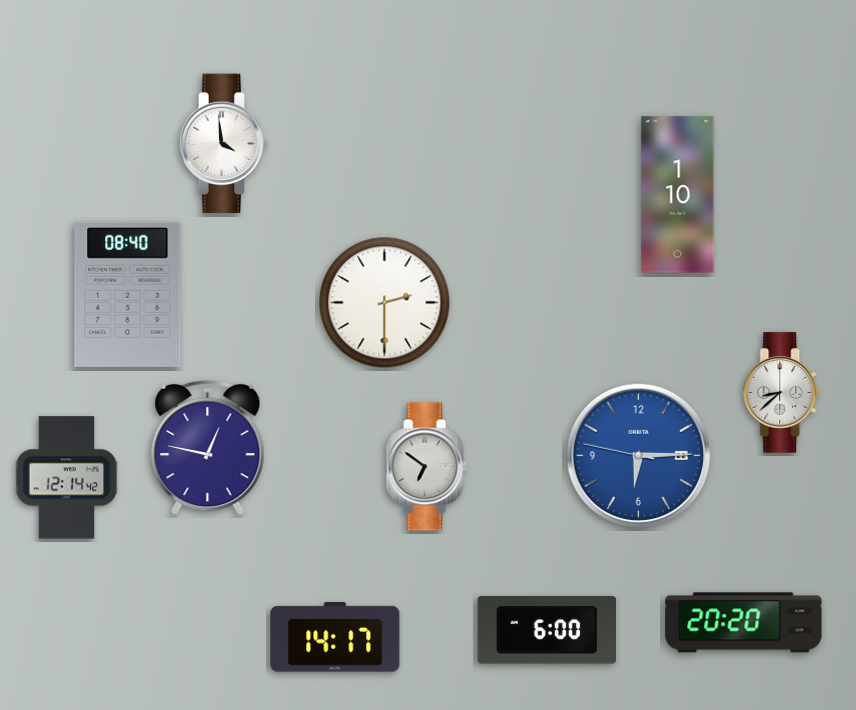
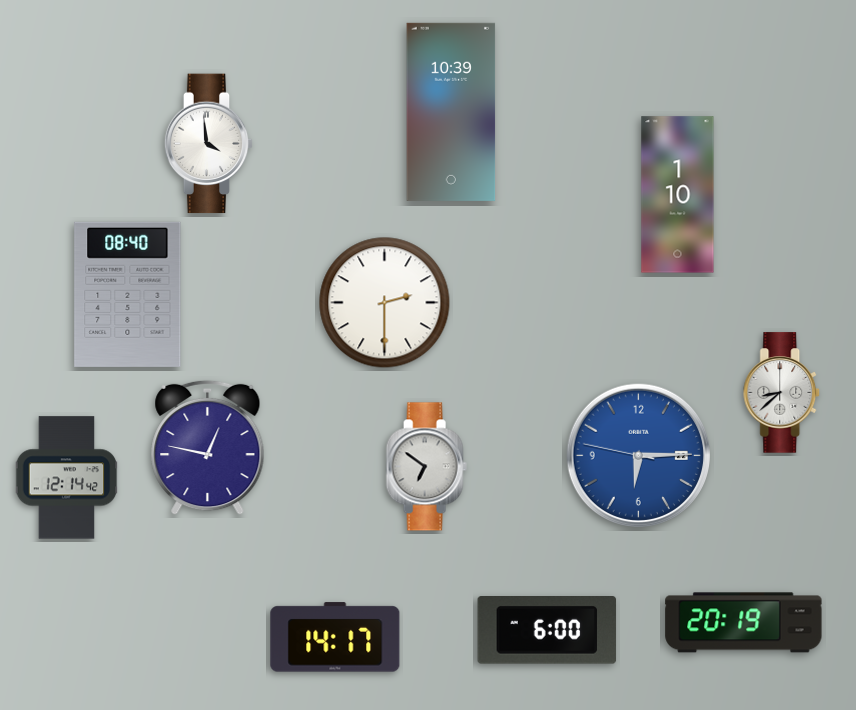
clock at (451, 112): none -> 10:39
clock at (224, 144) position: (224, 144) -> (209, 144)
clock at (744, 623): 20:20 -> 20:19
